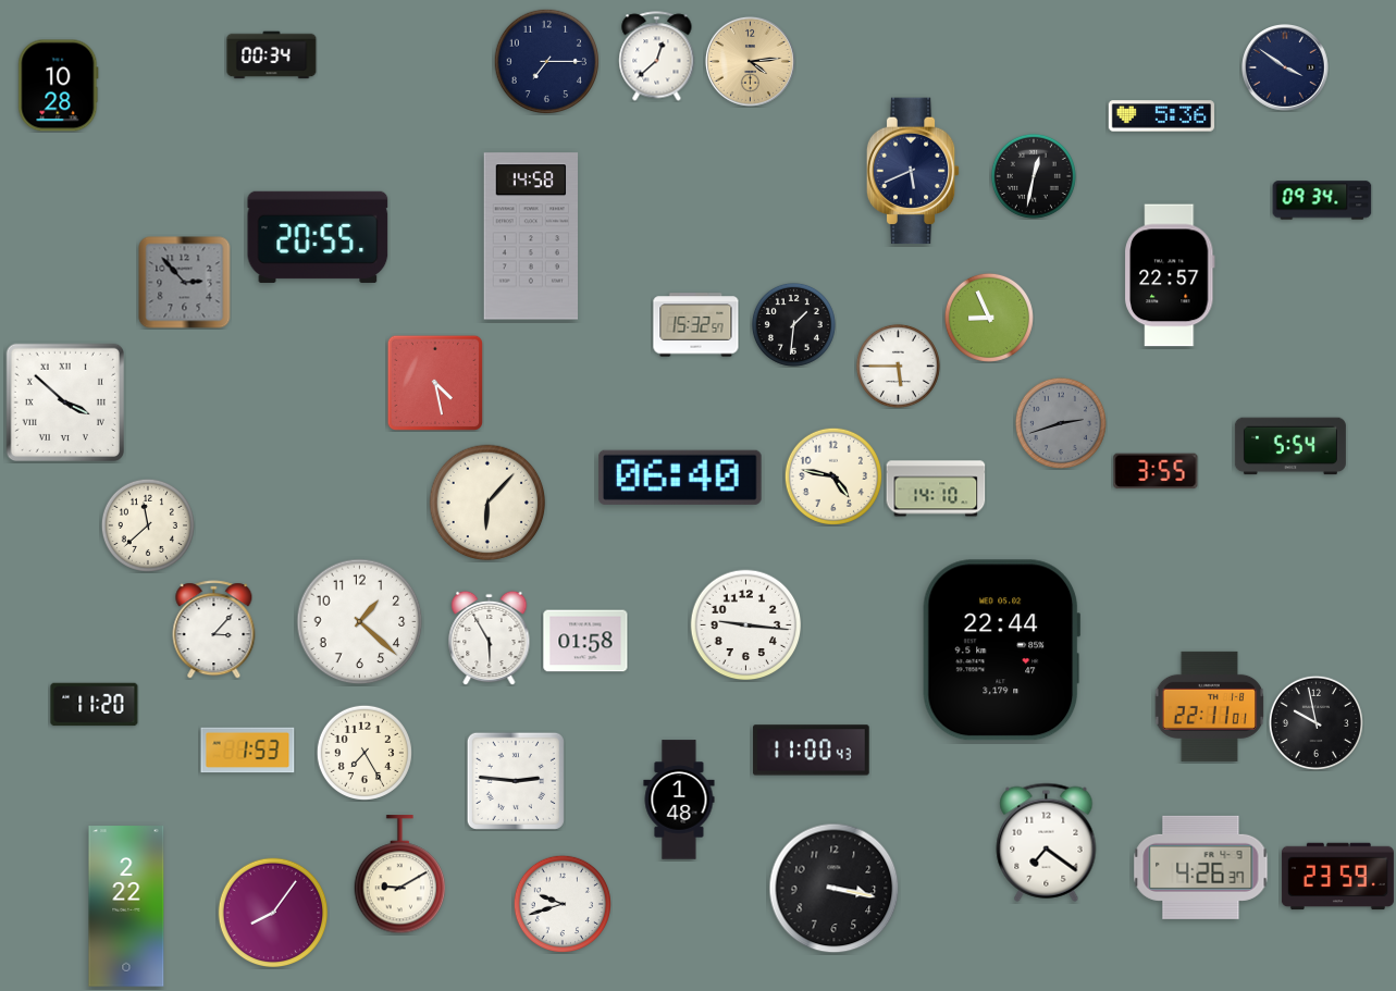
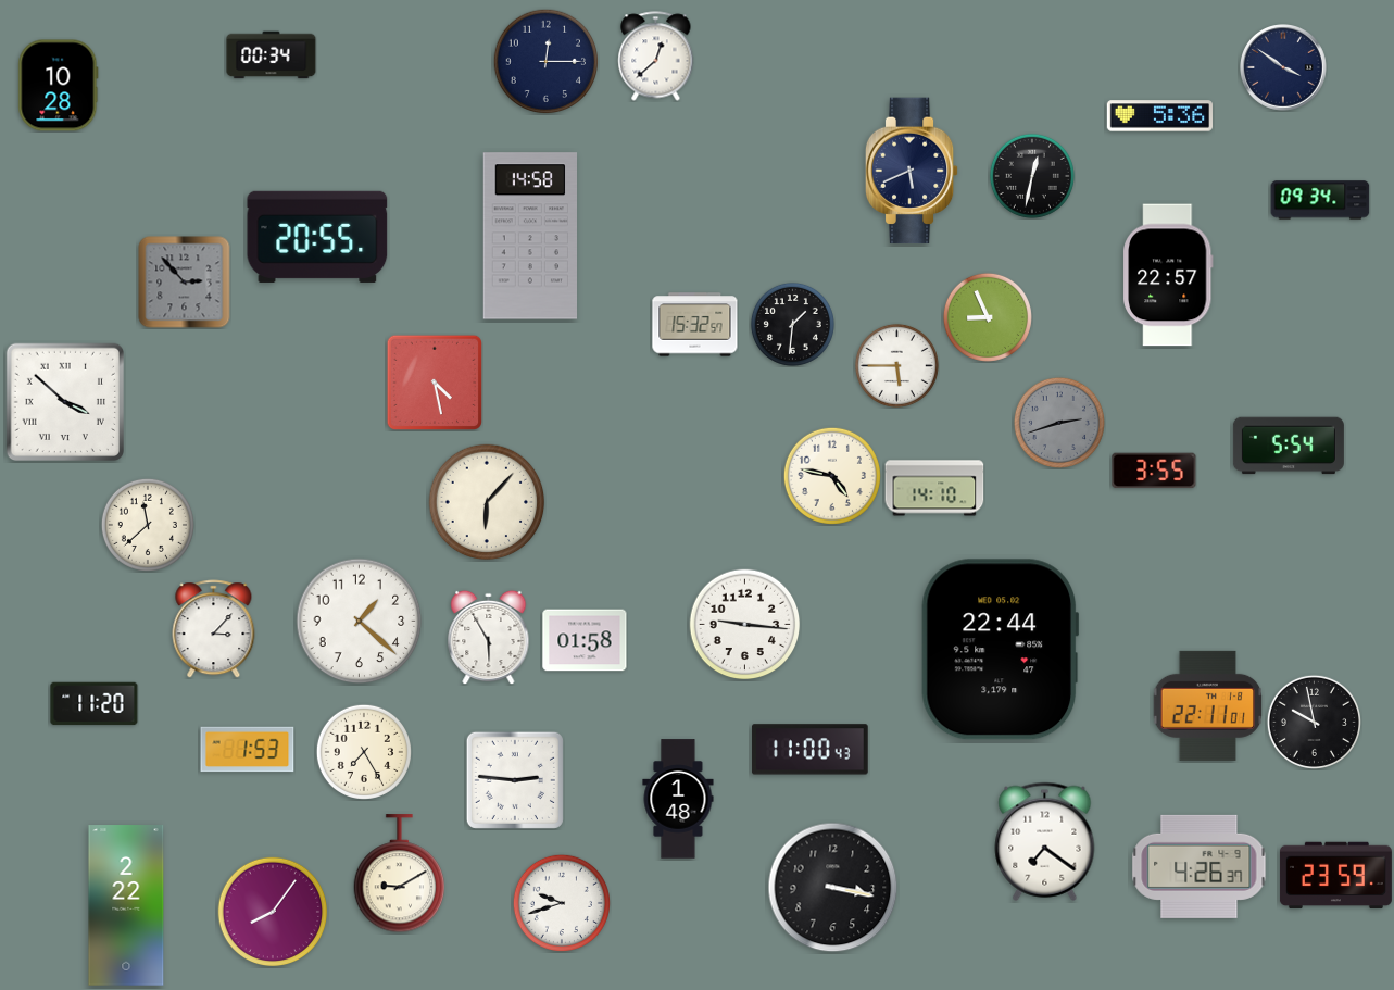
clock at (546, 61): 7:15 -> 12:15
clock at (750, 61): 4:14 -> none
clock at (681, 478): 06:40 -> none
